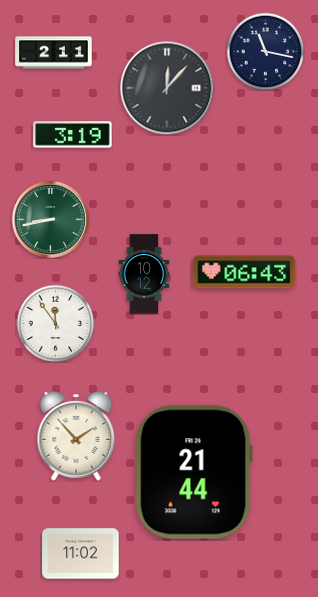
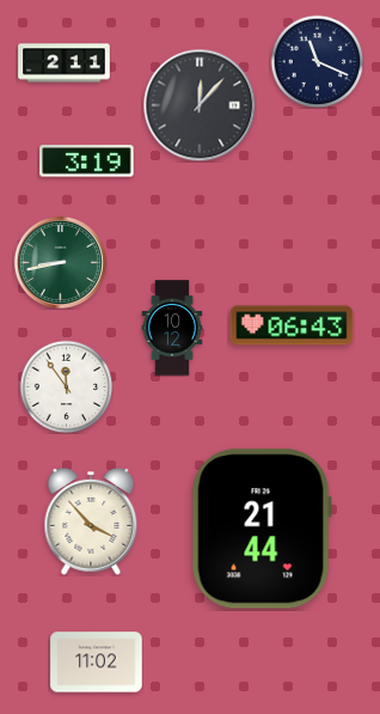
clock at (265, 51): 11:17 -> 11:19
clock at (76, 436): 1:53 -> 3:53
clock at (194, 472) position: (194, 472) -> (262, 529)
